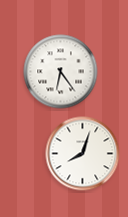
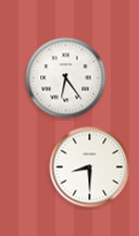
clock at (83, 154): 8:03 -> 8:30
